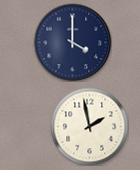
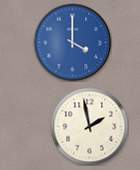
clock at (72, 42) dial: navy -> blue
